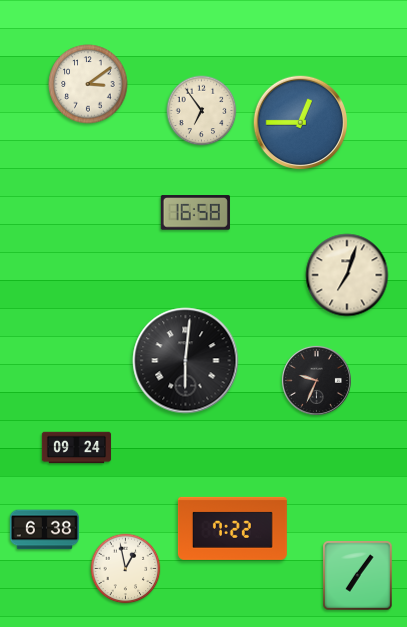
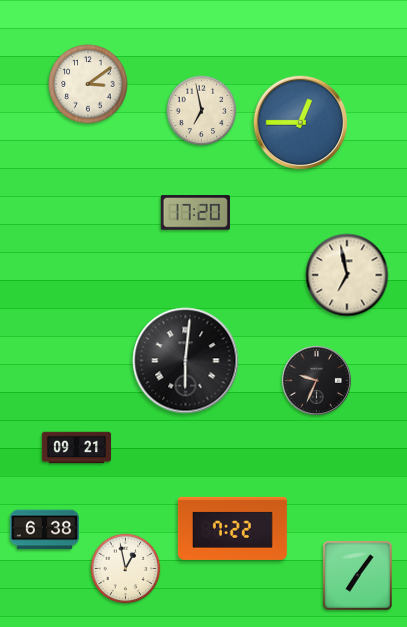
clock at (202, 111): 6:54 -> 6:58
clock at (195, 213): 16:58 -> 17:20
clock at (347, 275): 7:03 -> 6:58
clock at (77, 448): 09:24 -> 09:21
